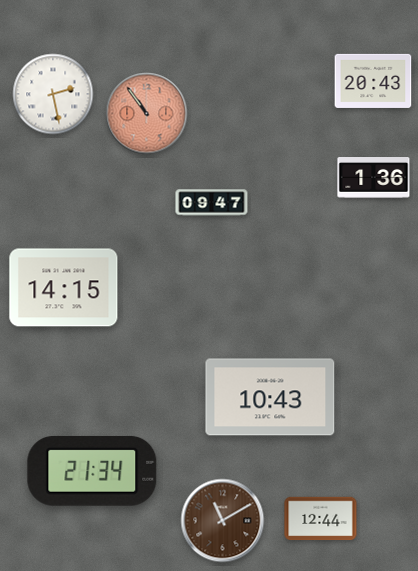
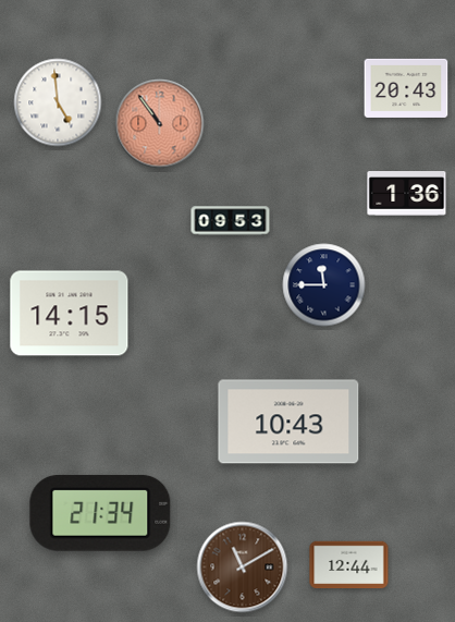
clock at (53, 94): 2:28 -> 4:59
clock at (212, 203): 09:47 -> 09:53
clock at (324, 285): none -> 11:45
clock at (270, 397) position: (270, 397) -> (288, 422)
